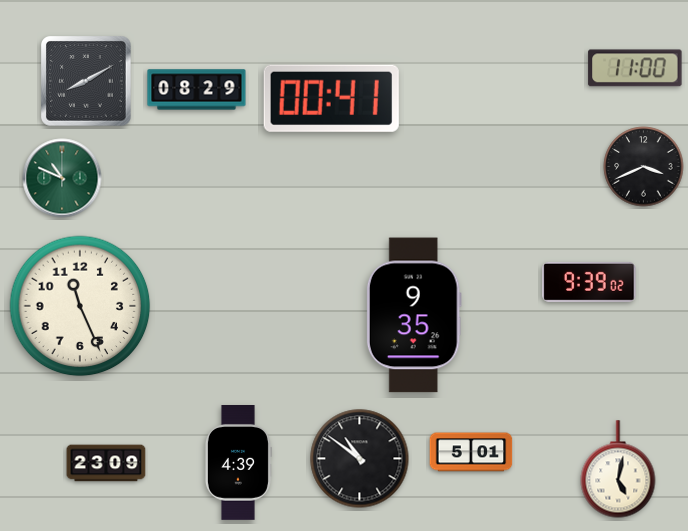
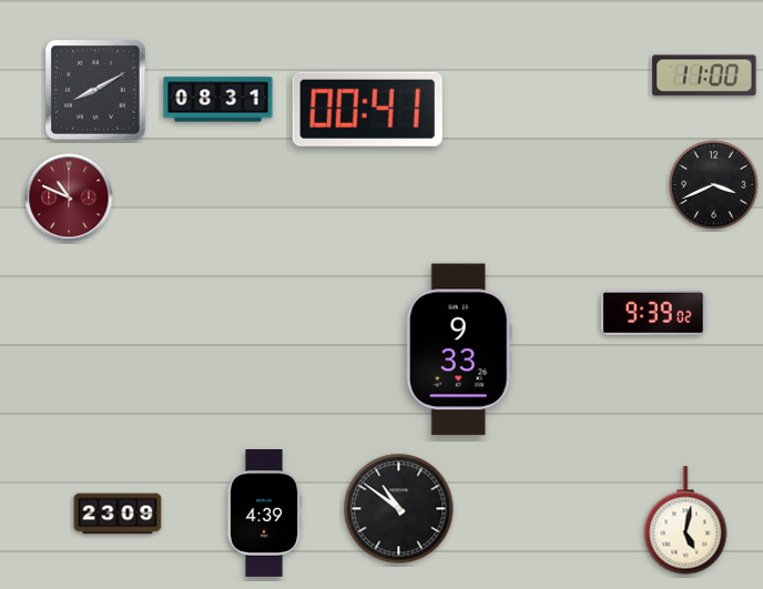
clock at (197, 90): 08:29 -> 08:31
clock at (62, 178) dial: green -> burgundy
clock at (80, 306): 11:26 -> none
clock at (414, 315): 9:35 -> 9:33
clock at (471, 452): 5:01 -> none
